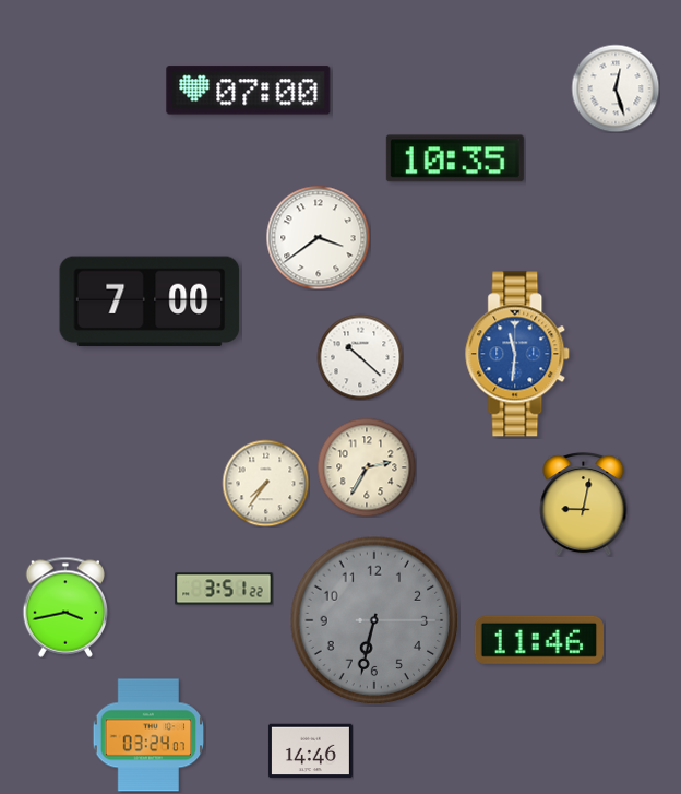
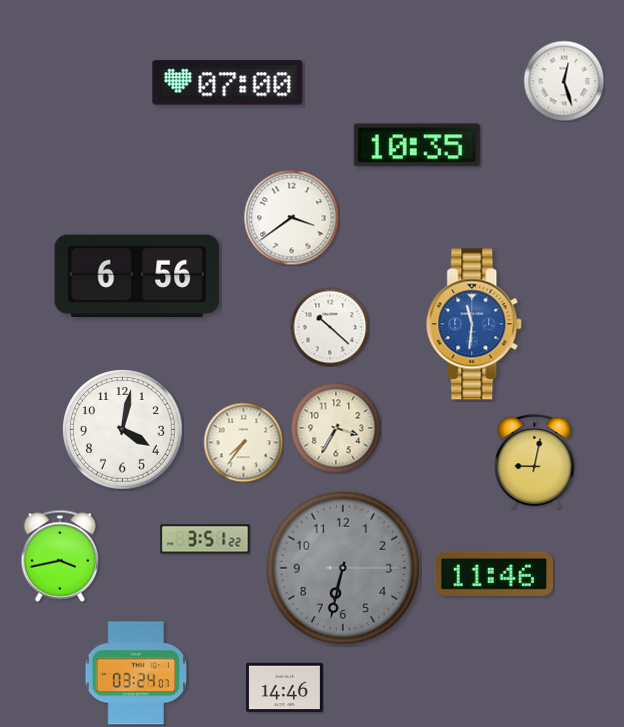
clock at (150, 301): 7:00 -> 6:56
clock at (367, 467): 2:35 -> 3:35
clock at (123, 430): none -> 4:02
clock at (538, 640) position: (538, 640) -> (493, 574)
